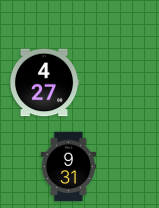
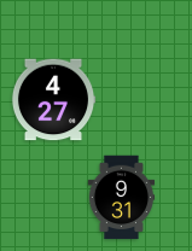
clock at (69, 167) position: (69, 167) -> (122, 198)
